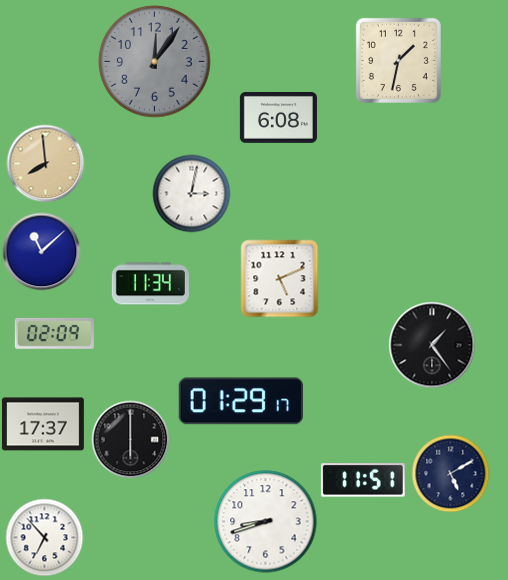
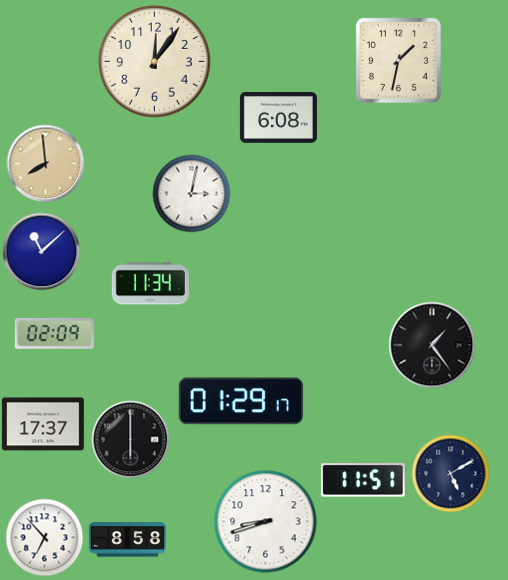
clock at (155, 62) dial: grey -> cream
clock at (279, 278): 5:11 -> none
clock at (127, 540): none -> 8:58
